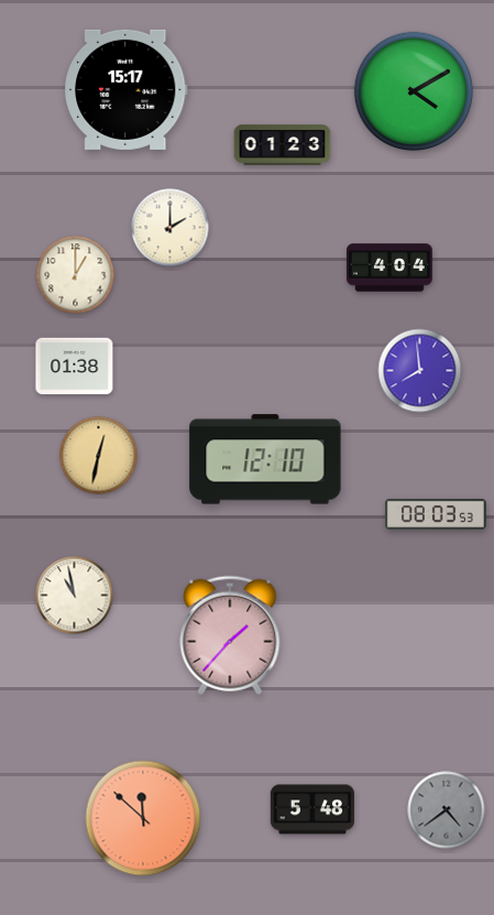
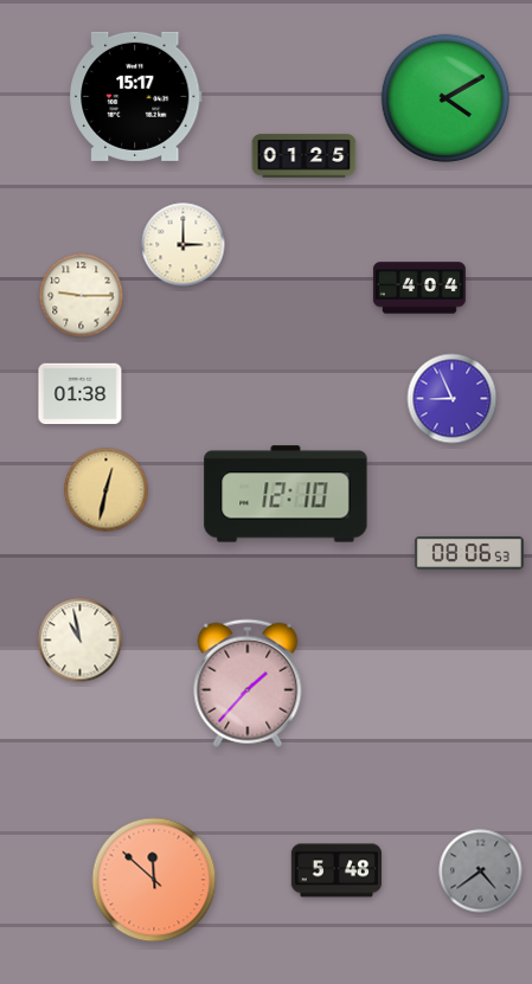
clock at (283, 145): 01:23 -> 01:25
clock at (171, 228): 2:00 -> 3:00
clock at (76, 275): 1:00 -> 9:15
clock at (420, 371): 7:59 -> 8:56
clock at (436, 514): 08:03 -> 08:06
